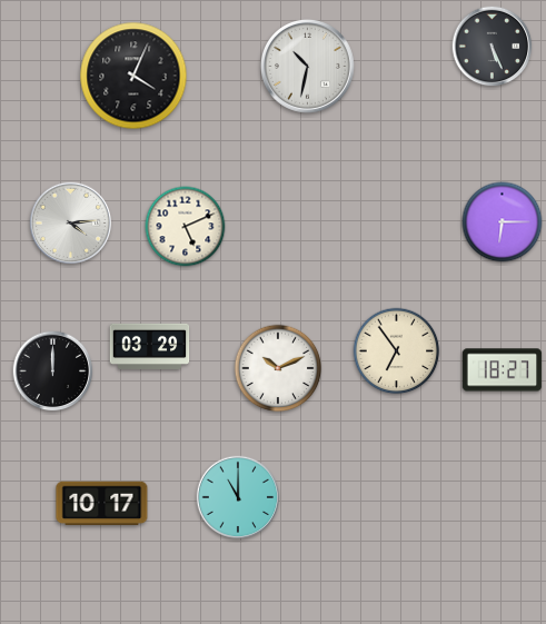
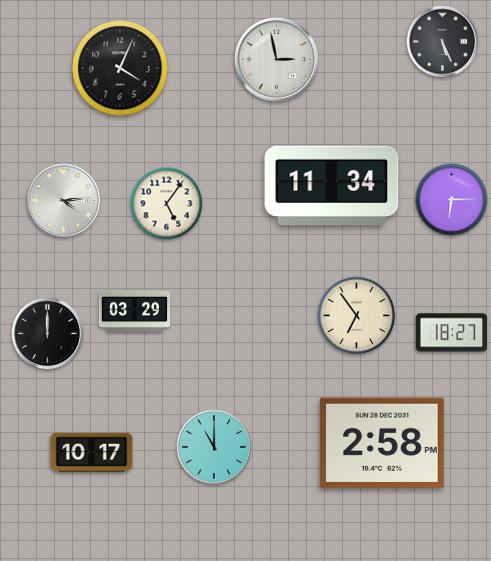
clock at (307, 66): 10:32 -> 2:58
clock at (332, 186): none -> 11:34
clock at (186, 227): 5:11 -> 5:06
clock at (278, 368): 10:11 -> none
clock at (382, 443): none -> 2:58
